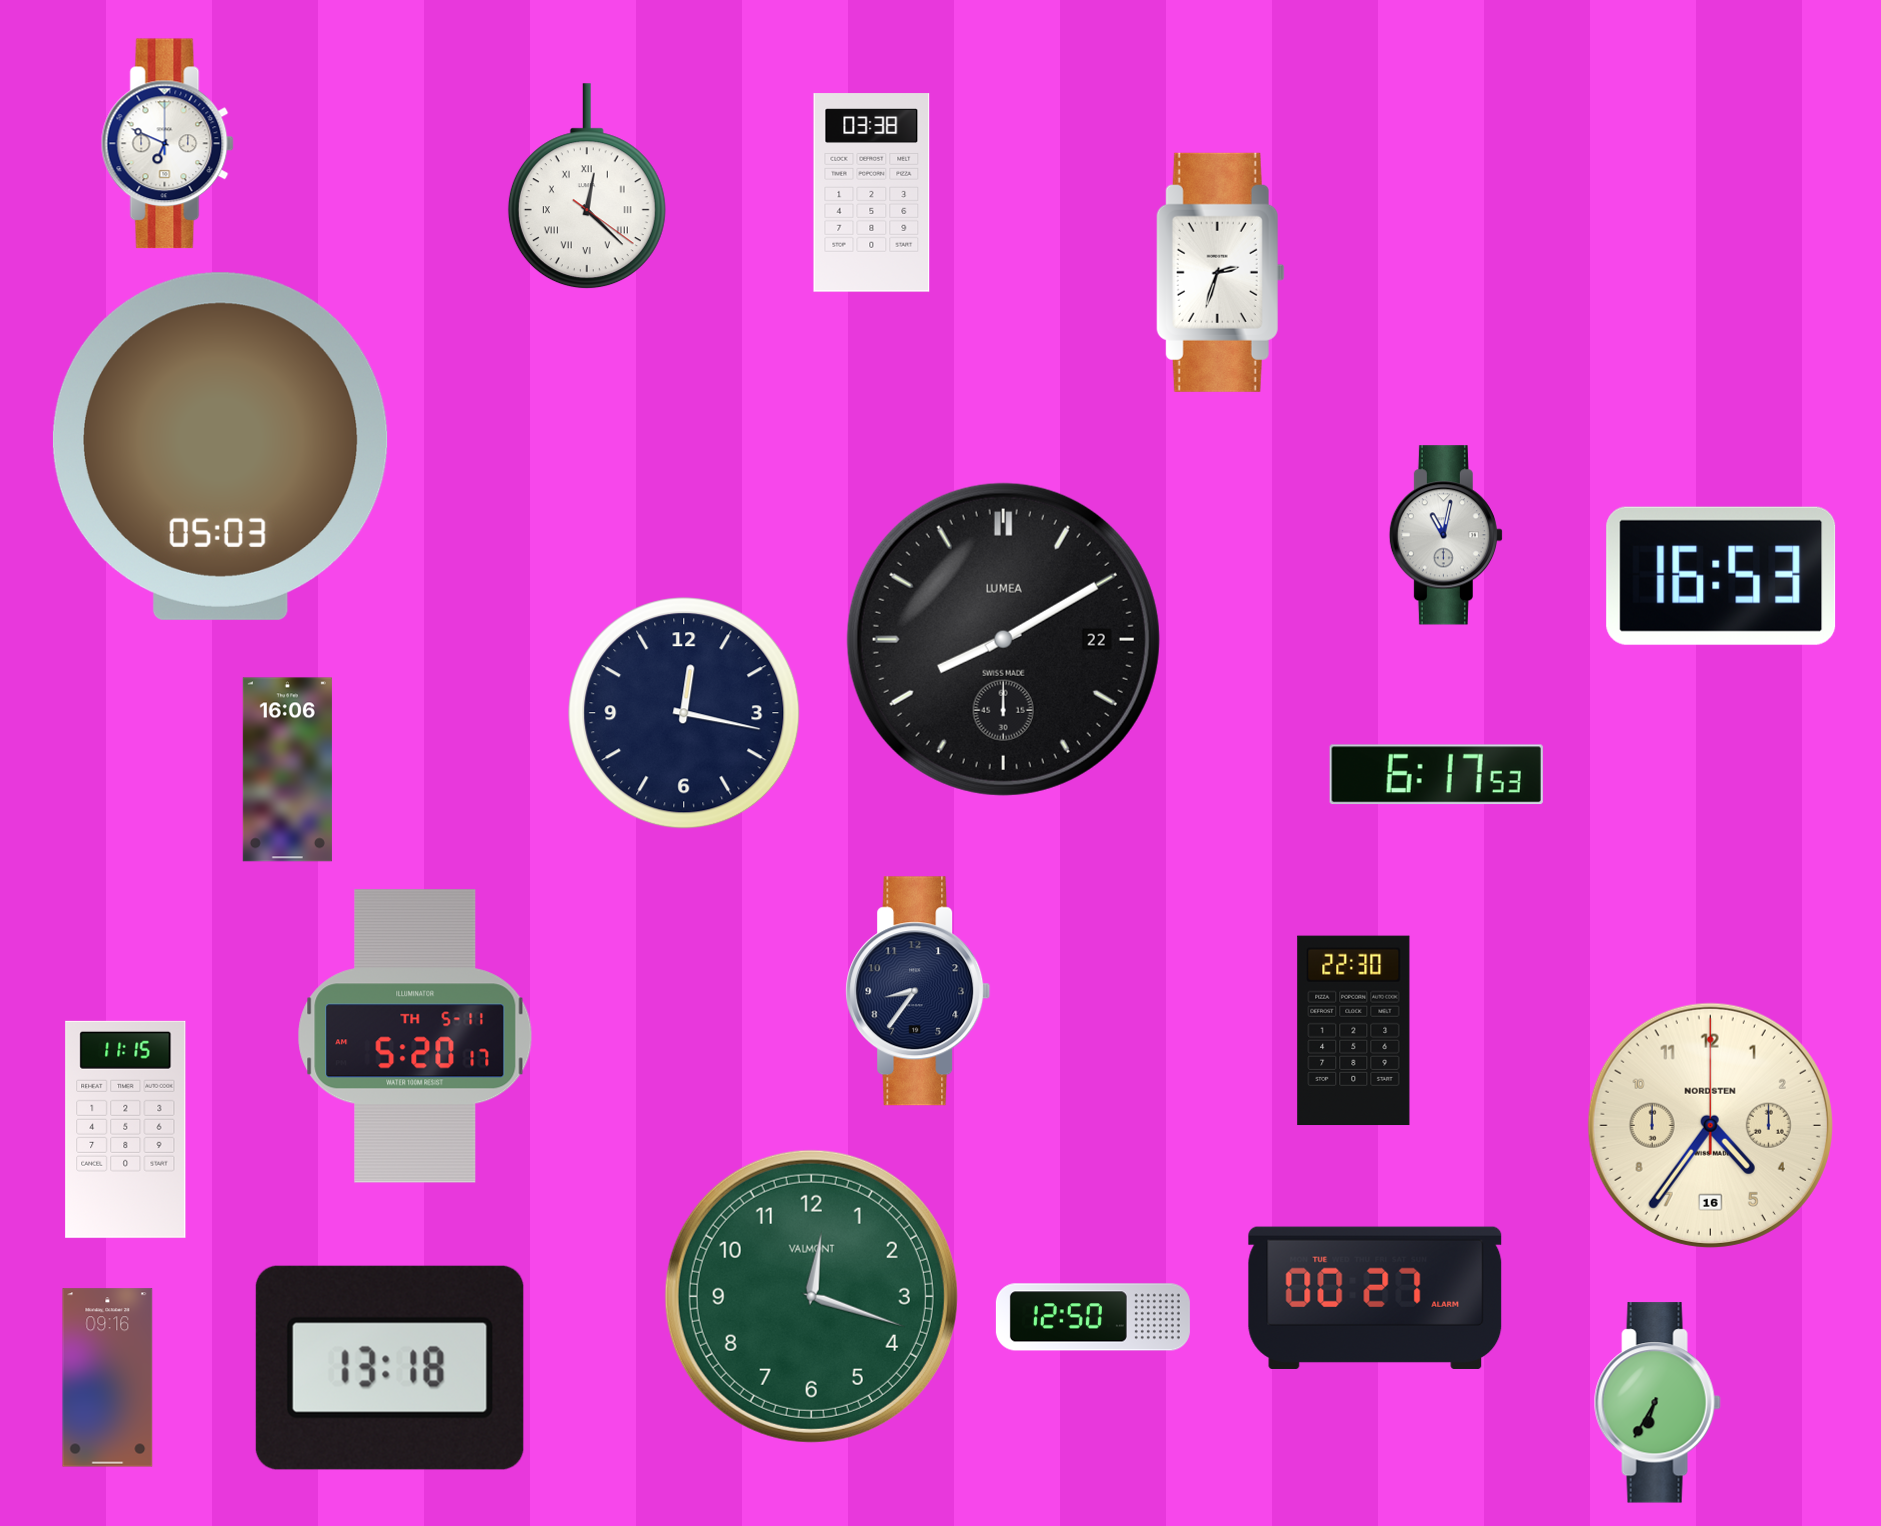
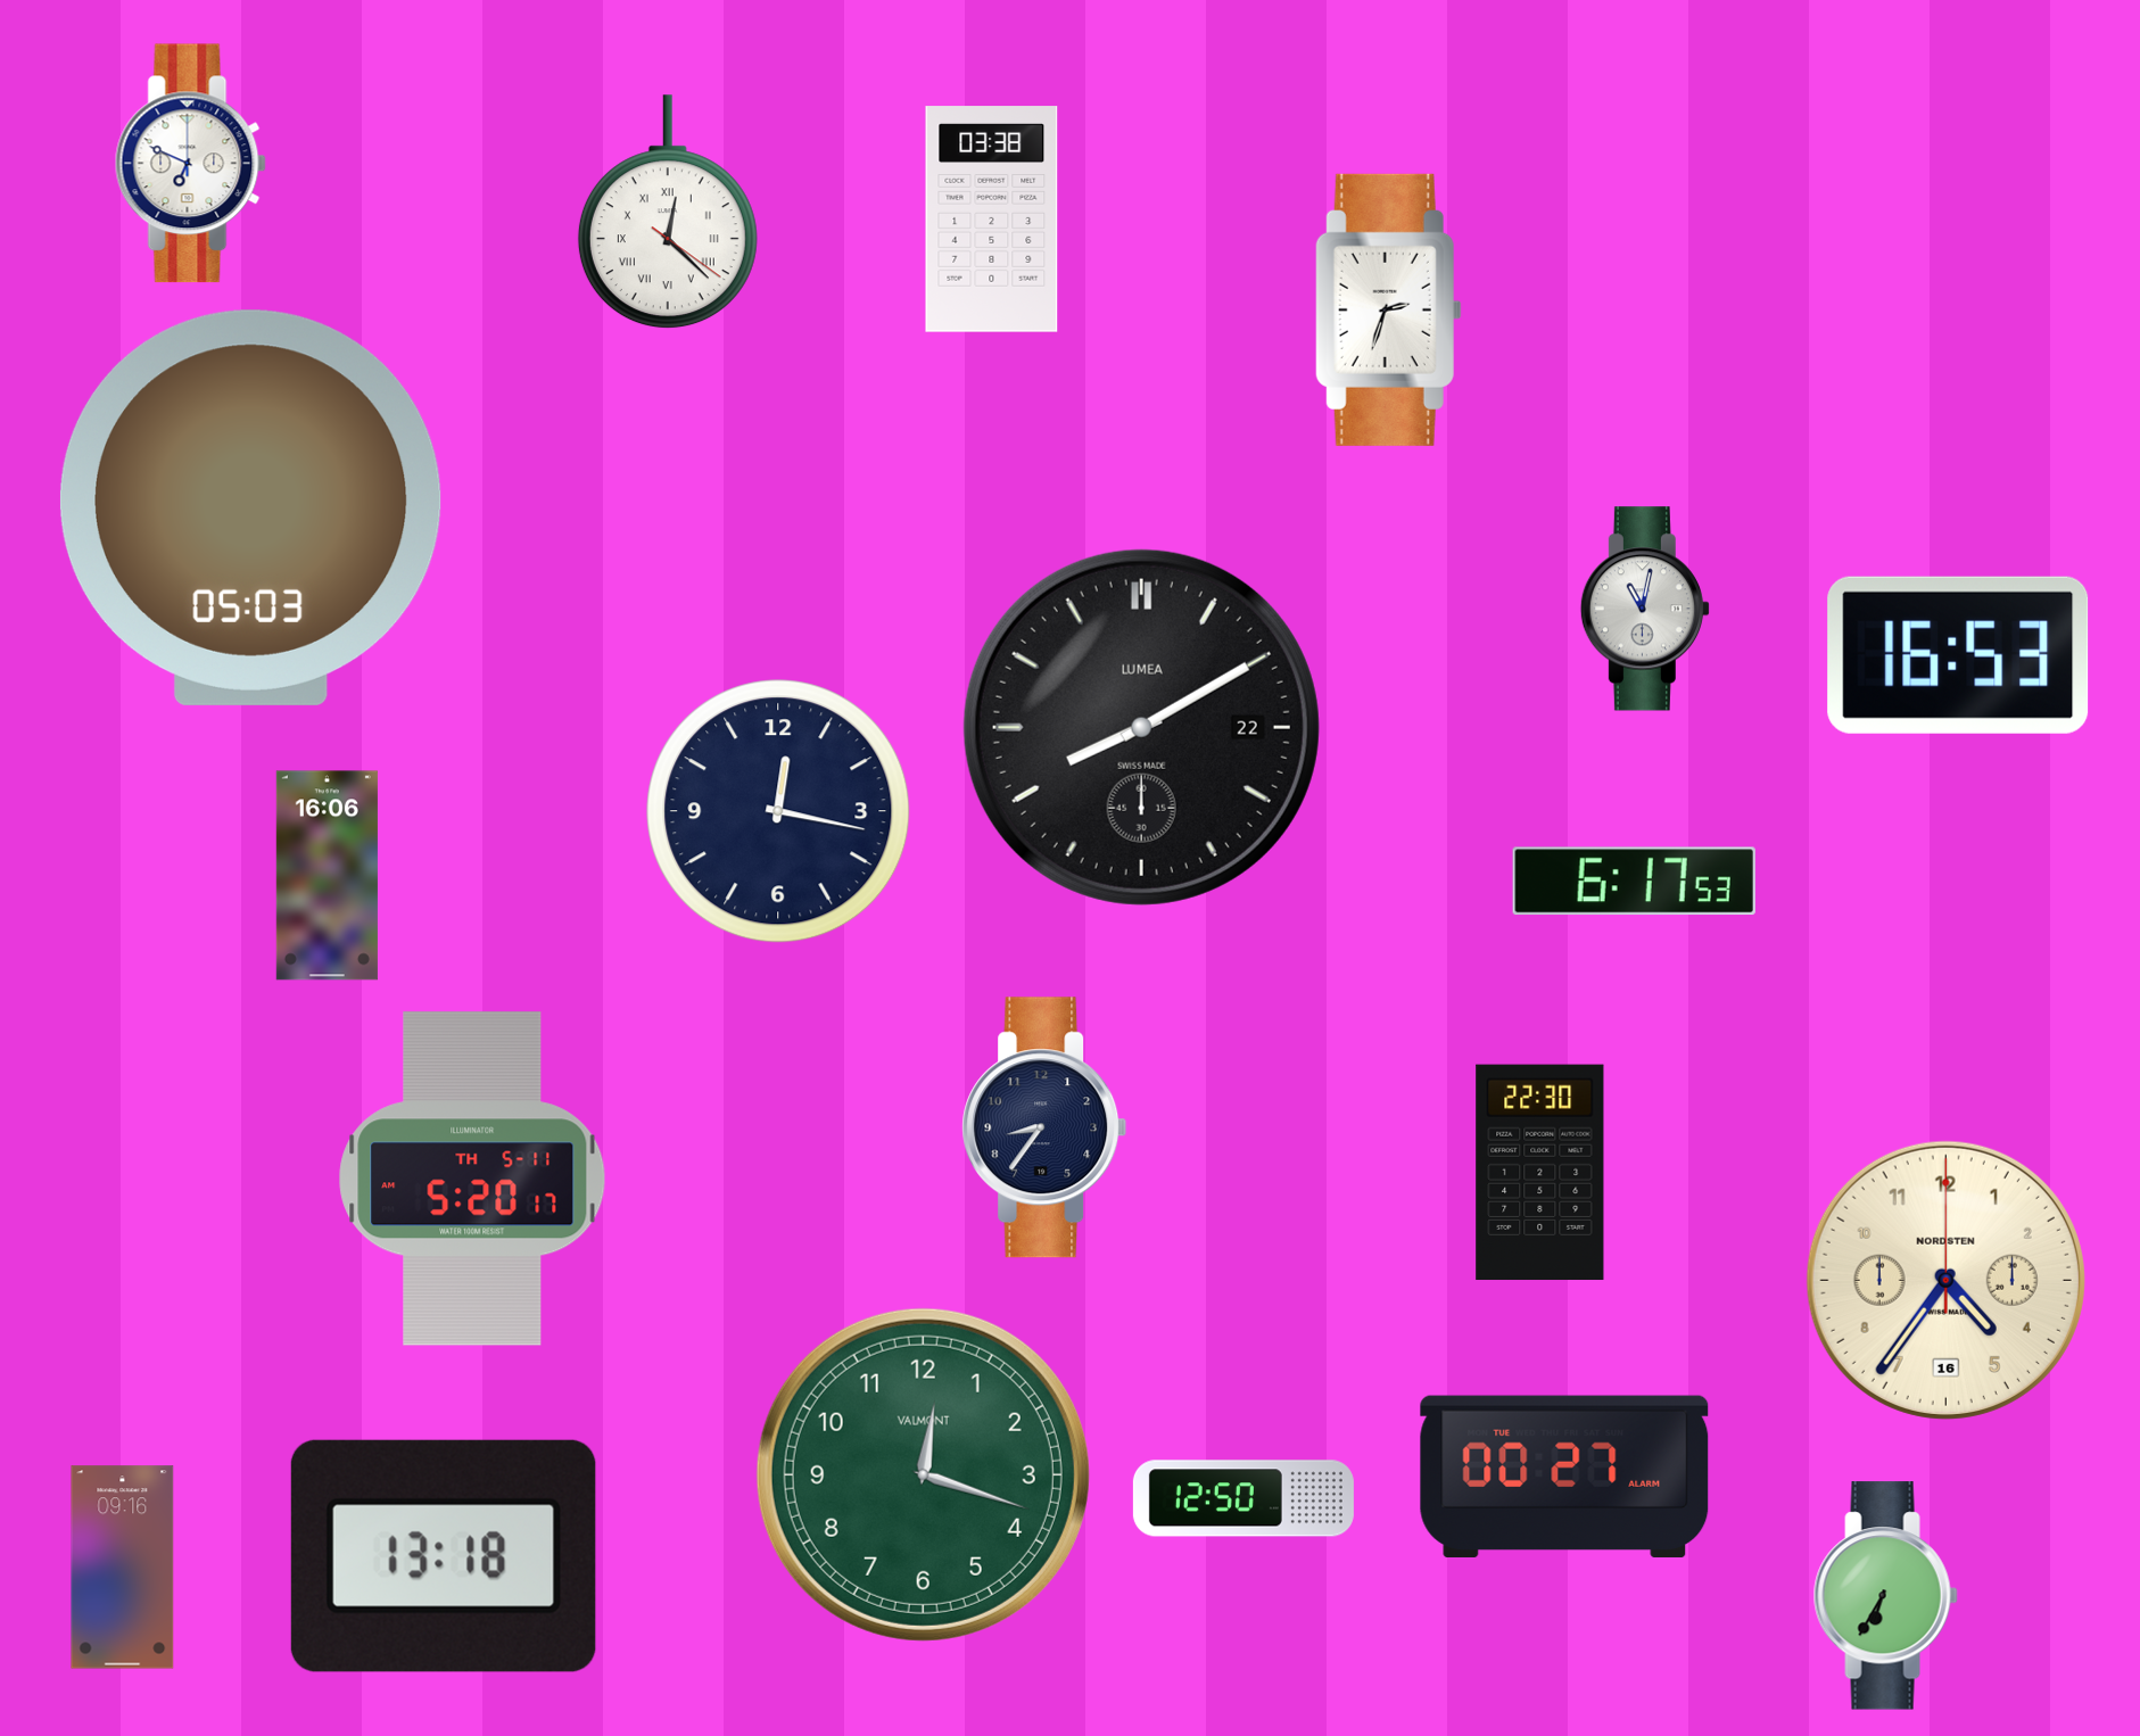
clock at (126, 1129): 11:15 -> none
